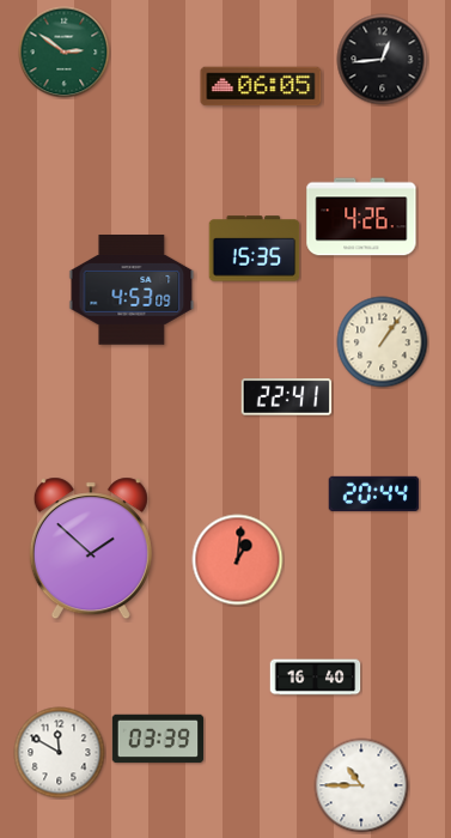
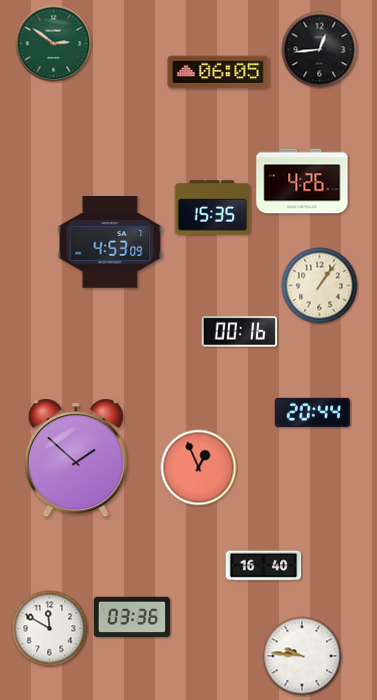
clock at (287, 397): 22:41 -> 00:16
clock at (238, 560): 1:01 -> 12:56
clock at (158, 739): 03:39 -> 03:36
clock at (361, 785): 10:45 -> 9:46
